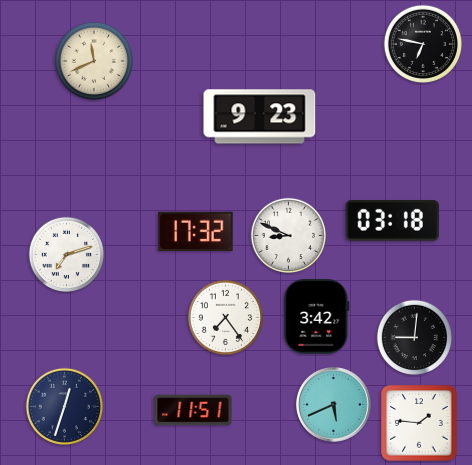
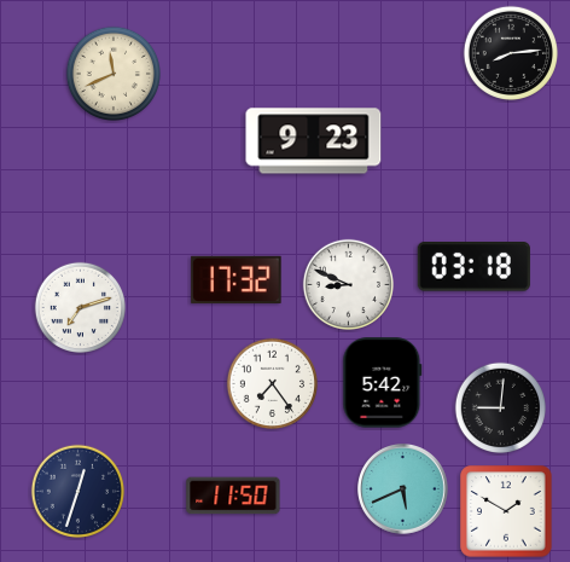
clock at (422, 43): 6:47 -> 8:14
clock at (317, 317): 3:42 -> 5:42
clock at (193, 410): 11:51 -> 11:50
clock at (419, 423): 1:46 -> 1:50
